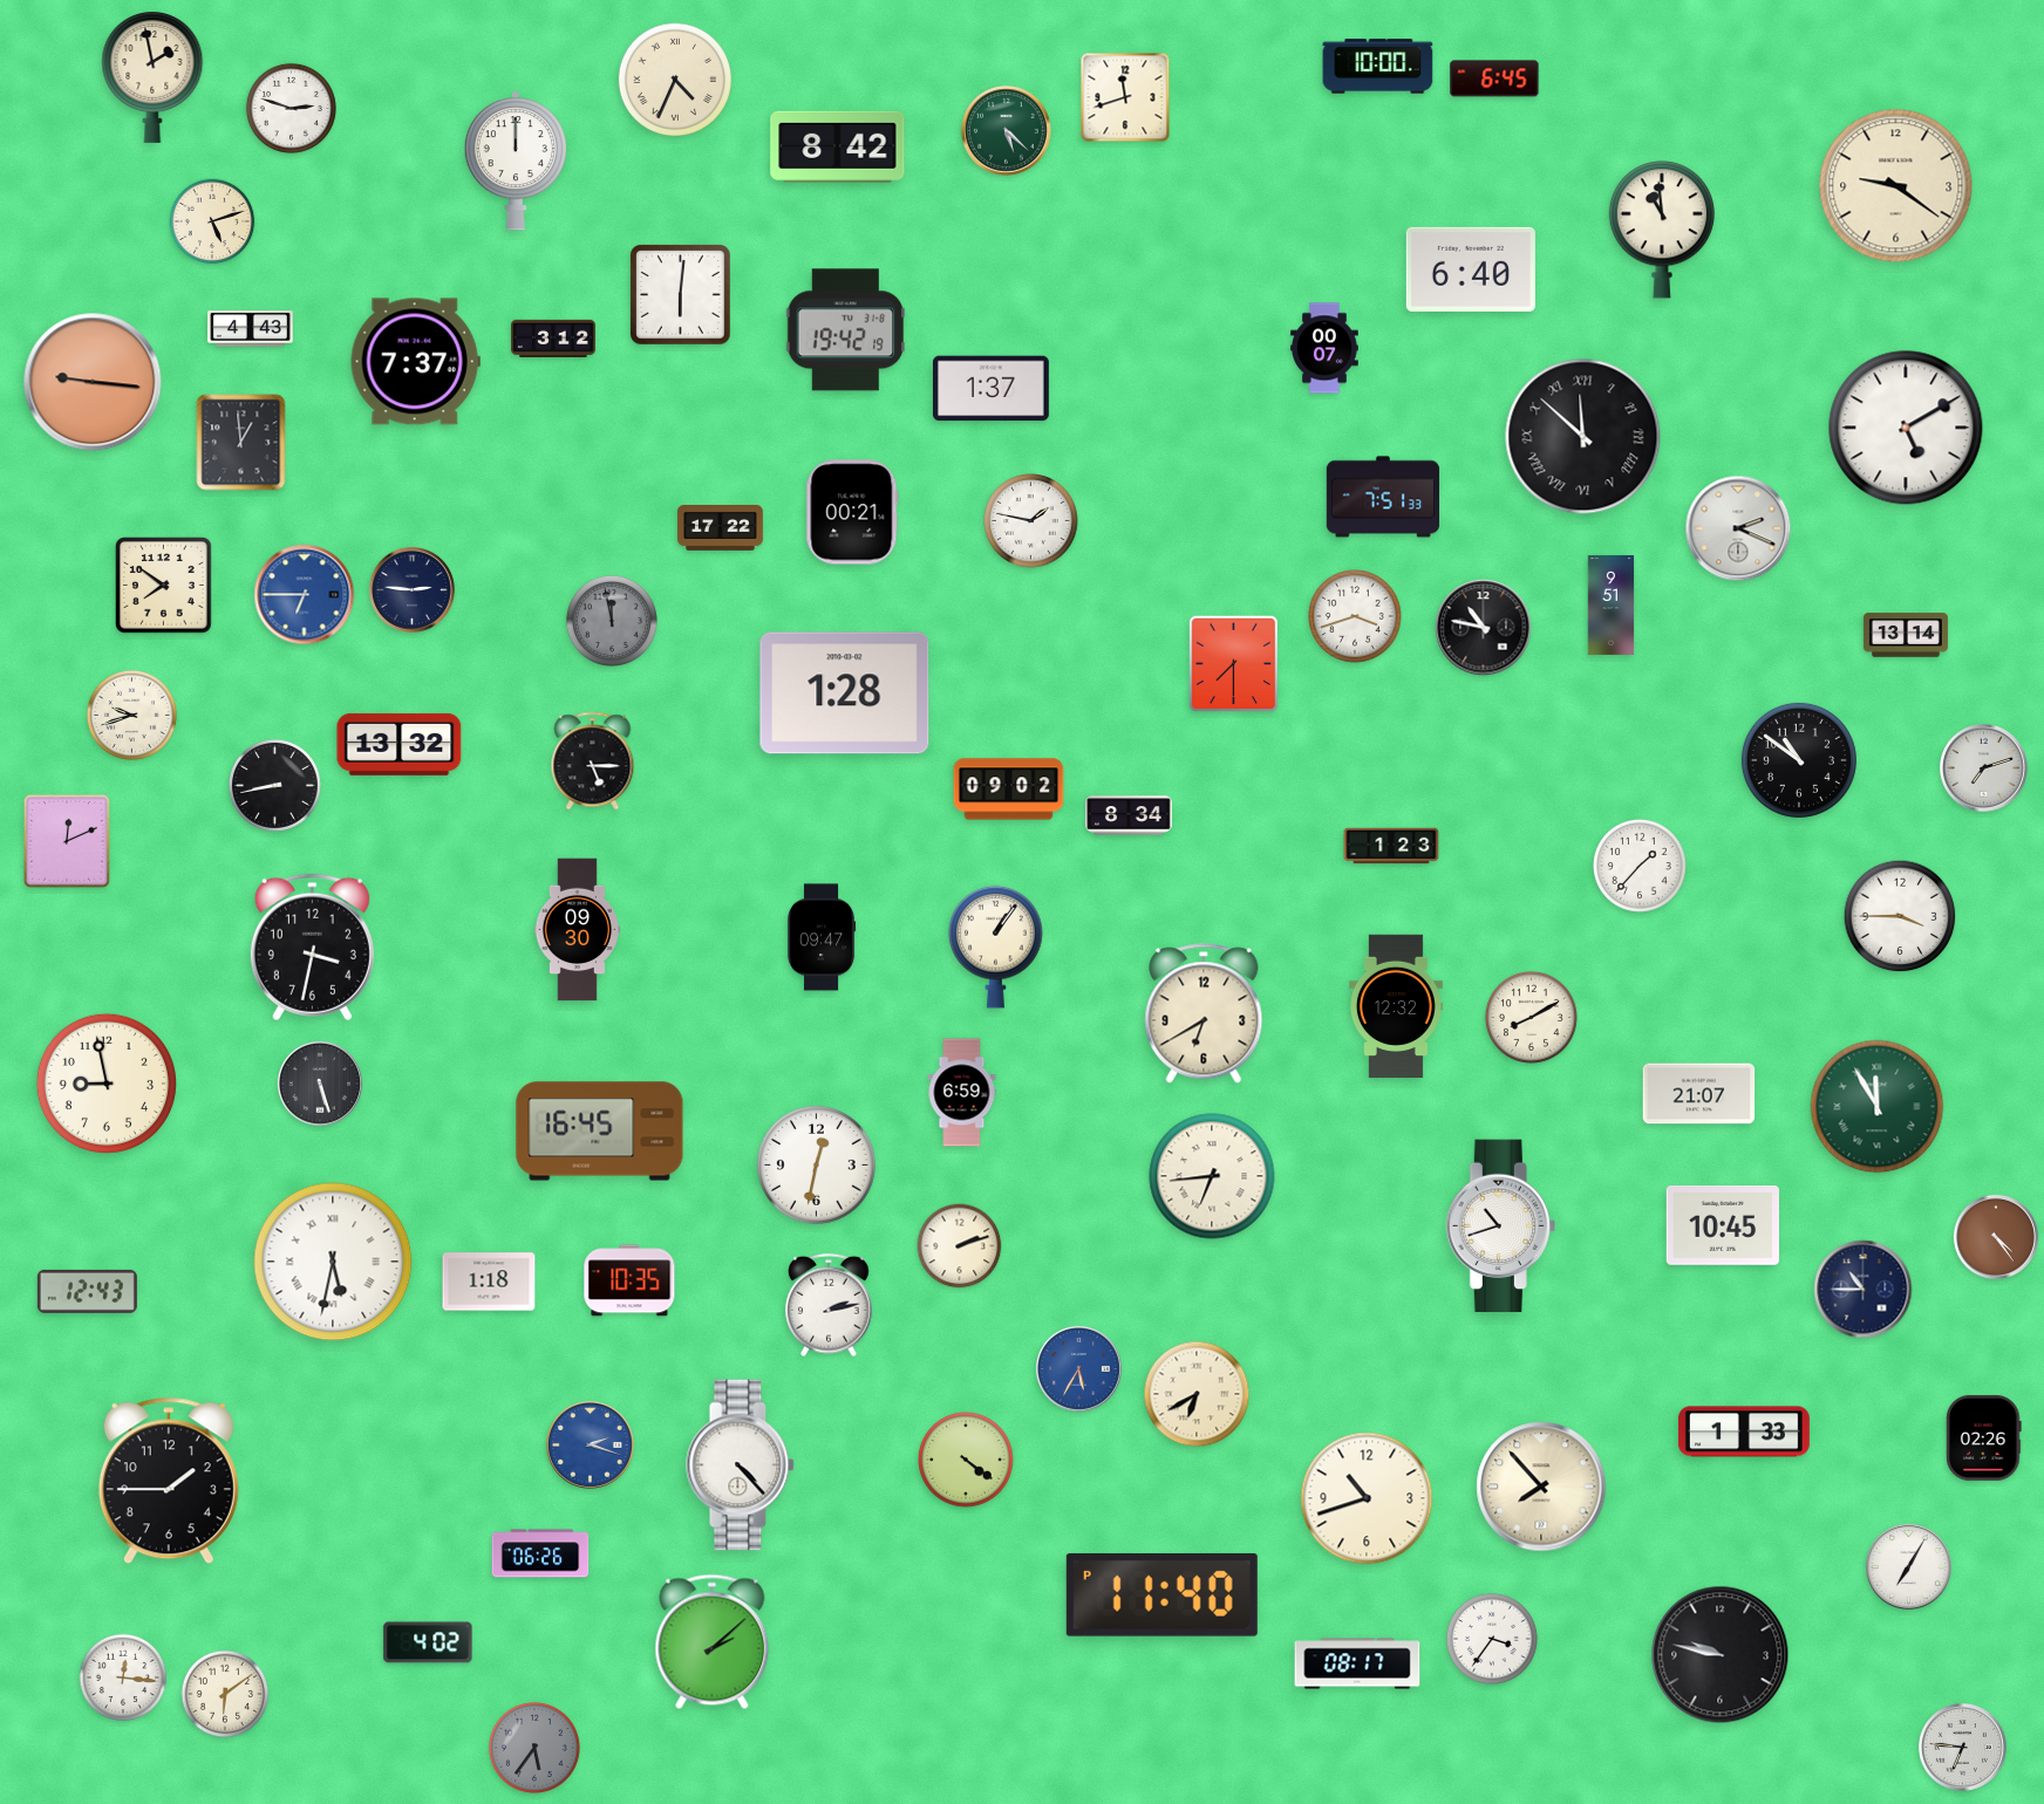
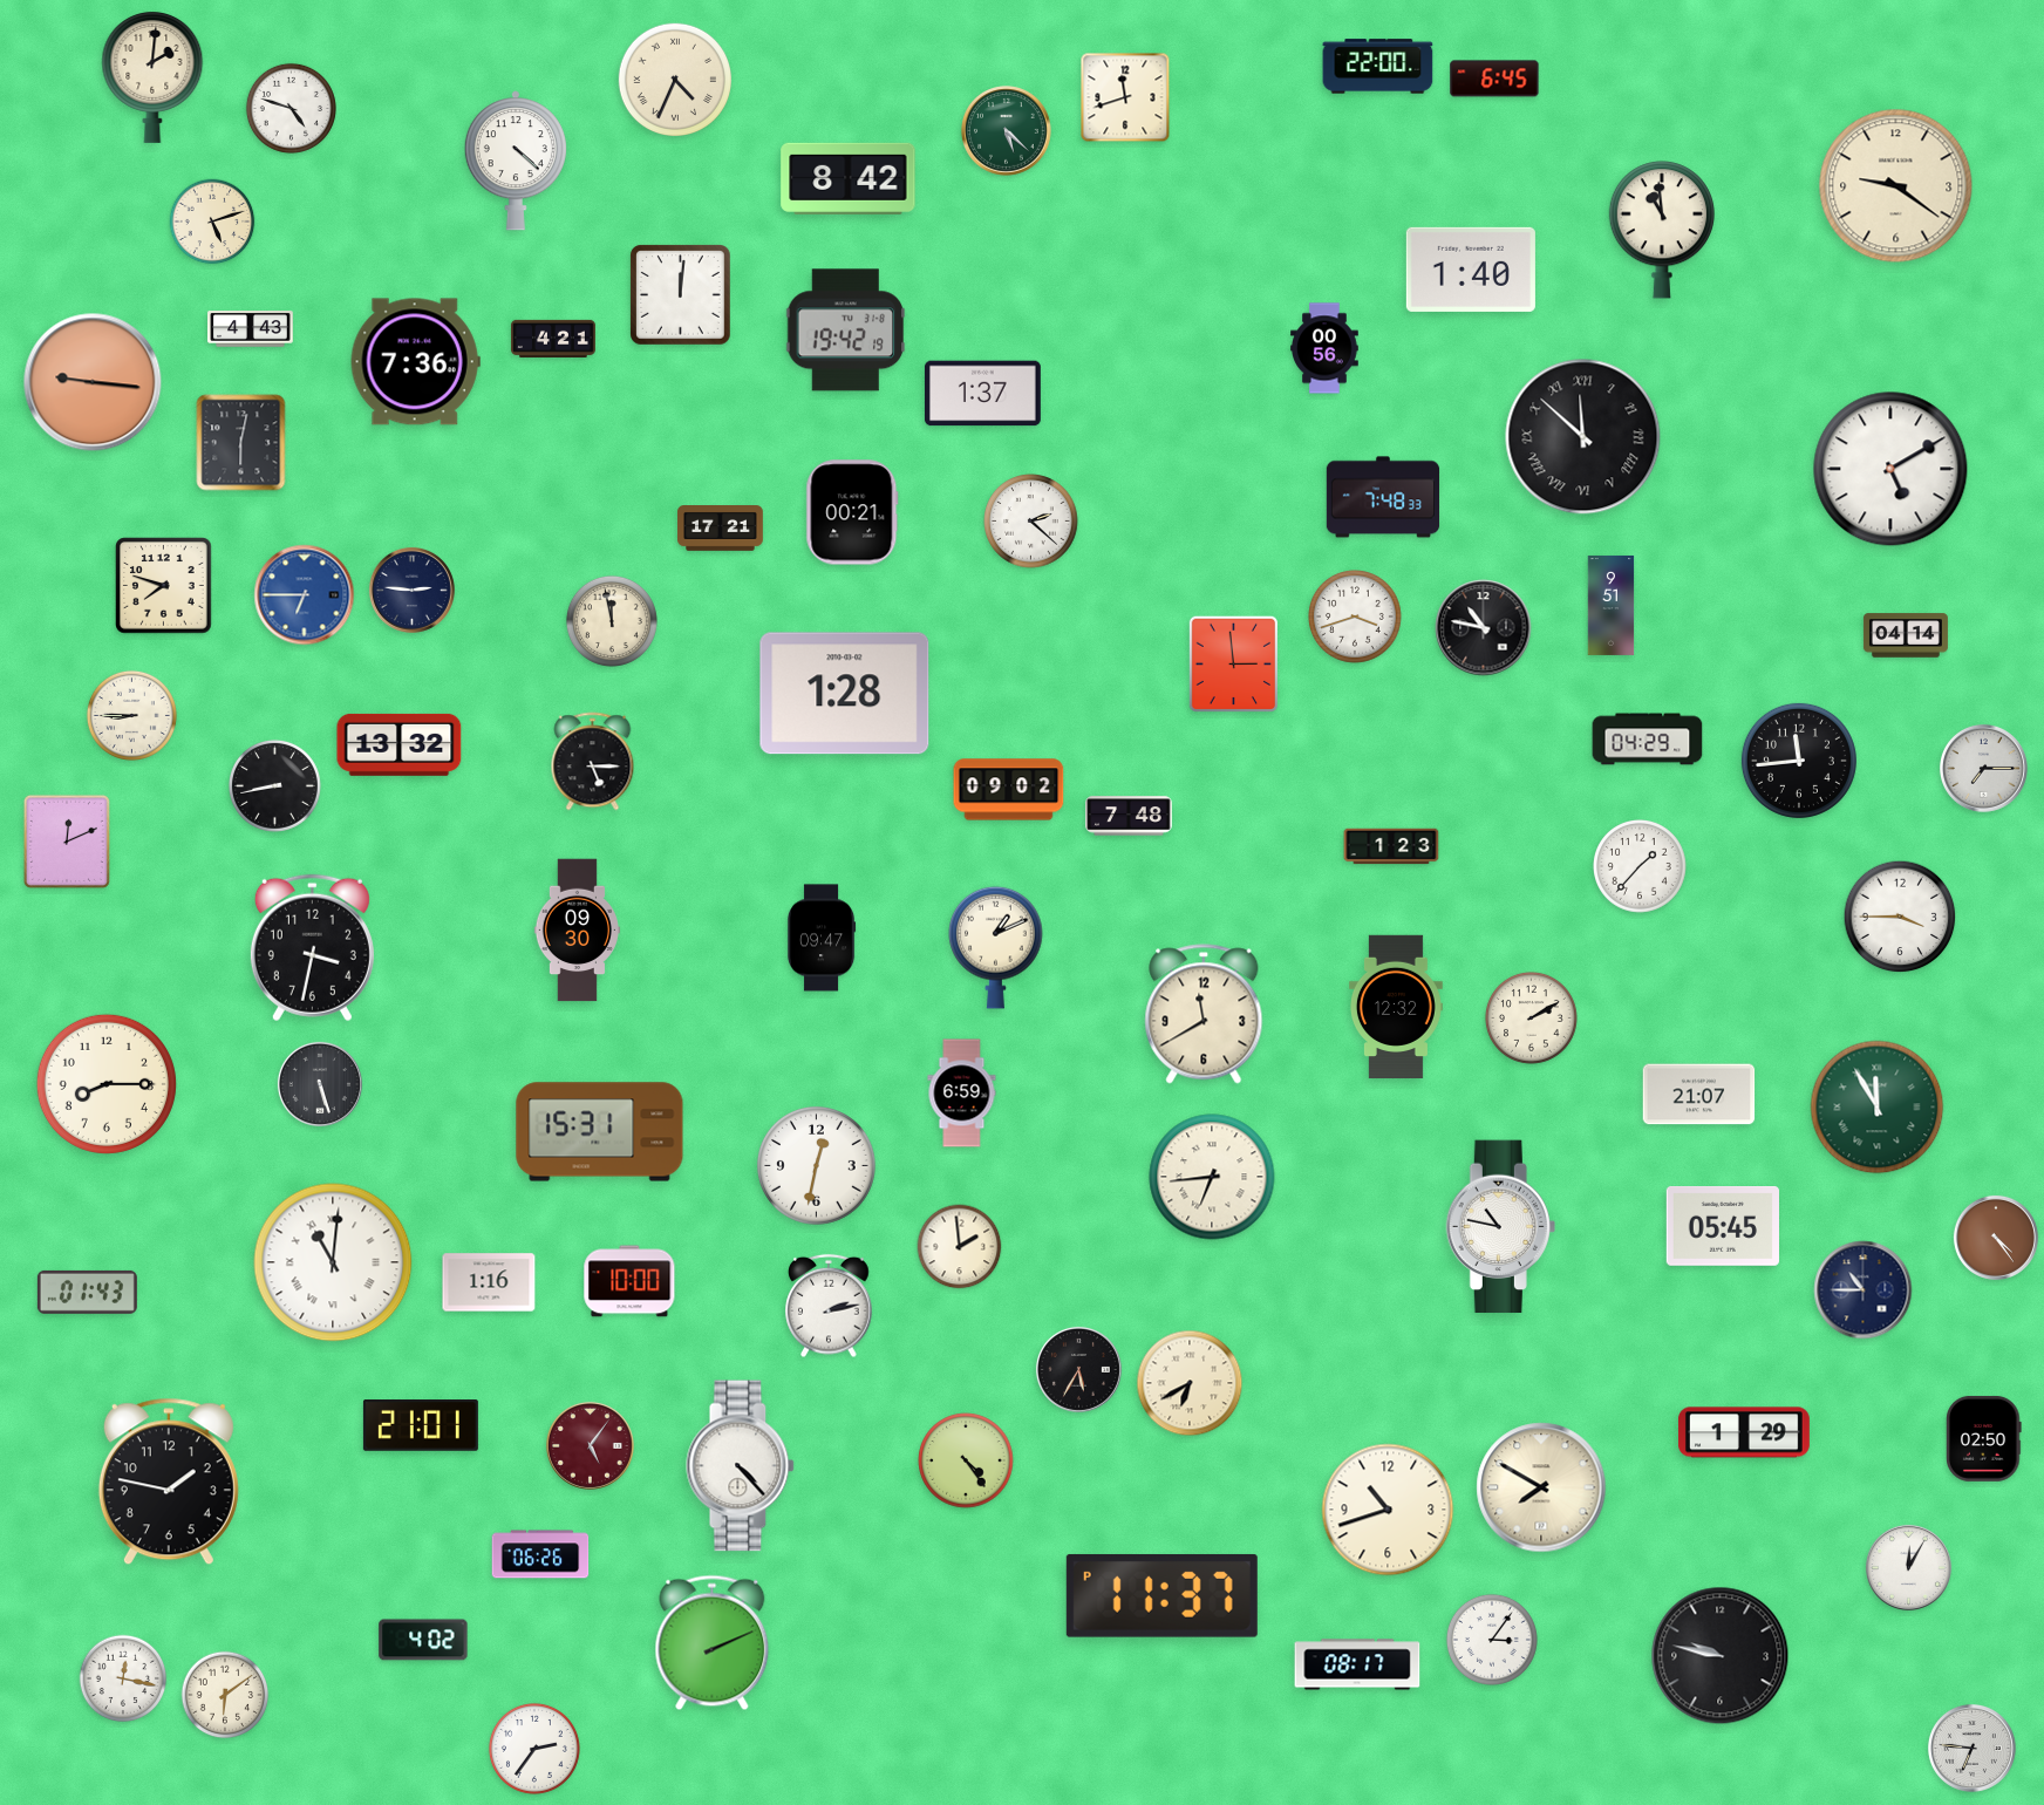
clock at (1378, 67): 10:00 -> 22:00
clock at (152, 77): 1:58 -> 2:01
clock at (291, 108): 2:48 -> 4:48
clock at (838, 146) position: (838, 146) -> (849, 178)
clock at (516, 160): 12:00 -> 4:22
clock at (1471, 269): 6:40 -> 1:40
clock at (681, 295): 6:01 -> 12:01
clock at (553, 337): 3:12 -> 4:21
clock at (1324, 348): 00:07 -> 00:56
clock at (415, 362): 7:37 -> 7:36
clock at (990, 389) position: (990, 389) -> (982, 394)
clock at (1906, 428) position: (1906, 428) -> (1890, 469)
clock at (241, 443): 12:59 -> 6:02
clock at (1383, 497): 7:51 -> 7:48
clock at (1031, 521): 1:47 -> 2:22
clock at (721, 528): 17:22 -> 17:21
clock at (1738, 528): 2:19 -> none
clock at (164, 586): 7:51 -> 7:48
clock at (612, 621) dial: grey -> cream
clock at (1906, 635): 13:14 -> 04:14
clock at (1233, 663): 7:30 -> 2:59
clock at (131, 715): 9:42 -> 8:45
clock at (1648, 740): none -> 04:29
clock at (1799, 760): 10:51 -> 11:44
clock at (1983, 767): 7:12 -> 7:15
clock at (1129, 815): 8:34 -> 7:48
clock at (996, 947): 1:06 -> 1:11
clock at (1204, 1013): 6:40 -> 11:40
clock at (1531, 1017): 8:10 -> 2:10
clock at (107, 1084): 8:58 -> 8:15
clock at (600, 1132): 16:45 -> 15:31
clock at (1500, 1226): 10:42 -> 10:47
clock at (1722, 1226): 10:45 -> 05:45
clock at (960, 1246): 2:12 -> 1:59
clock at (333, 1262): 5:32 -> 11:01
clock at (629, 1280): 10:35 -> 10:00
clock at (489, 1282): 1:18 -> 1:16
clock at (87, 1291): 12:43 -> 01:43
clock at (1078, 1368) dial: blue -> black
clock at (1197, 1394) position: (1197, 1394) -> (1190, 1383)
clock at (421, 1426): none -> 21:01
clock at (1744, 1431): 1:33 -> 1:29
clock at (1984, 1439): 02:26 -> 02:50
clock at (590, 1444): 2:18 -> 5:06
clock at (590, 1444) dial: blue -> burgundy
clock at (966, 1460): 4:21 -> 4:24
clock at (169, 1481): 1:45 -> 1:47
clock at (1541, 1487): 7:53 -> 7:50
clock at (1367, 1498) position: (1367, 1498) -> (1388, 1510)
clock at (1908, 1566): 7:05 -> 12:05
clock at (1161, 1594): 11:40 -> 11:37
clock at (1492, 1639): 3:36 -> 3:06
clock at (428, 1642) position: (428, 1642) -> (423, 1640)
clock at (713, 1642): 2:08 -> 2:11
clock at (123, 1677): 12:16 -> 12:17
clock at (1962, 1747) position: (1962, 1747) -> (1971, 1748)
clock at (534, 1748): 5:36 -> 2:36
clock at (534, 1748) dial: grey -> white
